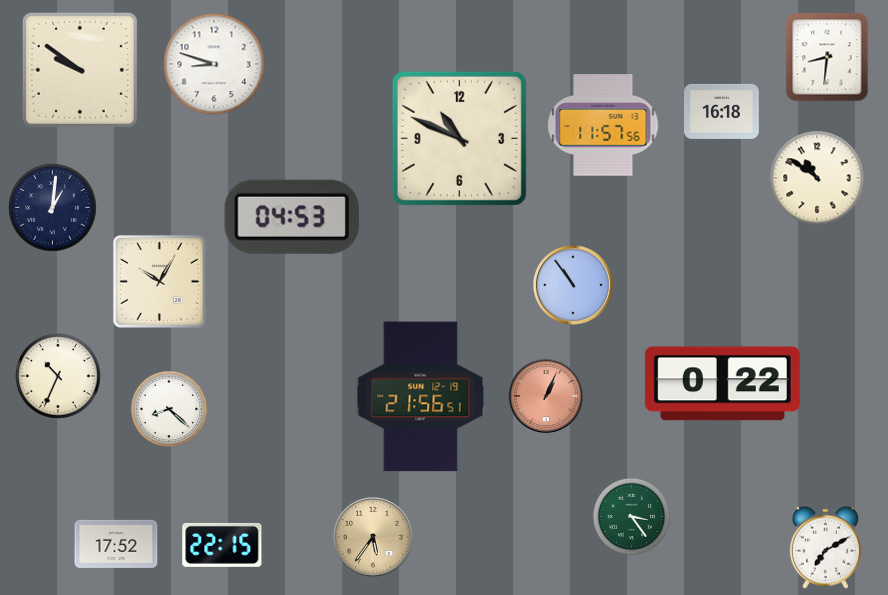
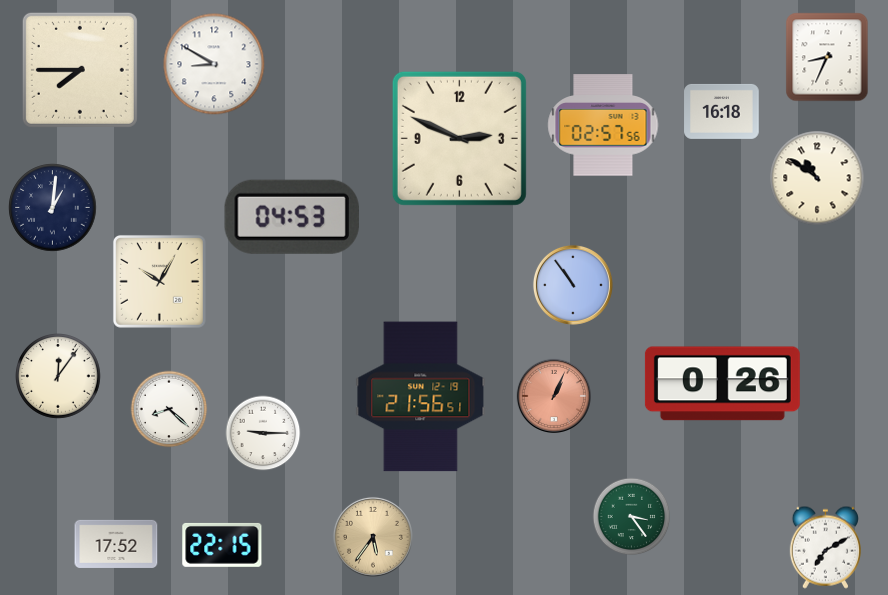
clock at (827, 57): 8:31 -> 8:34
clock at (214, 64): 8:48 -> 8:50
clock at (80, 70): 9:51 -> 7:45
clock at (603, 125): 11:57 -> 02:57
clock at (459, 138): 10:49 -> 2:49
clock at (59, 377): 10:34 -> 12:06
clock at (722, 384): 0:22 -> 0:26
clock at (545, 395) position: (545, 395) -> (553, 395)
clock at (263, 433): none -> 9:15
